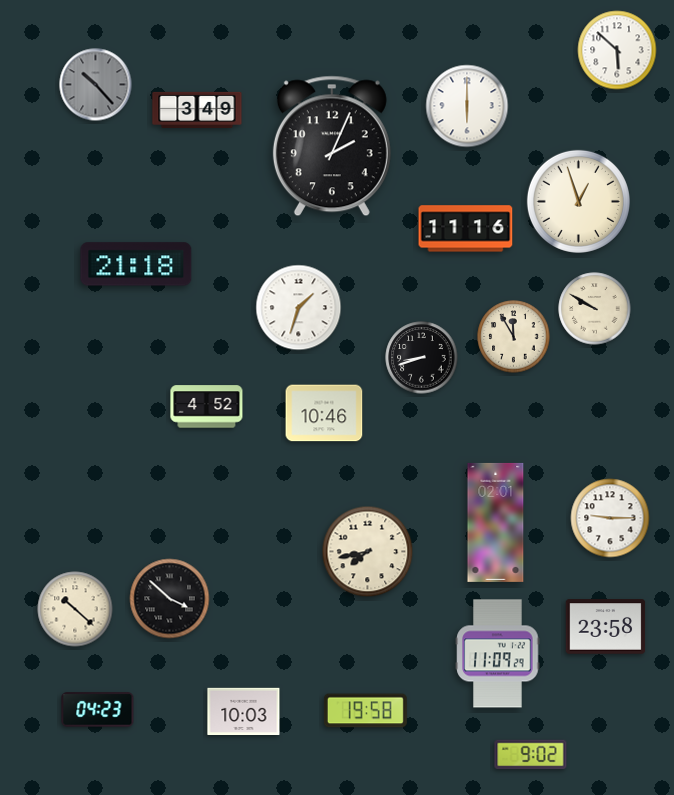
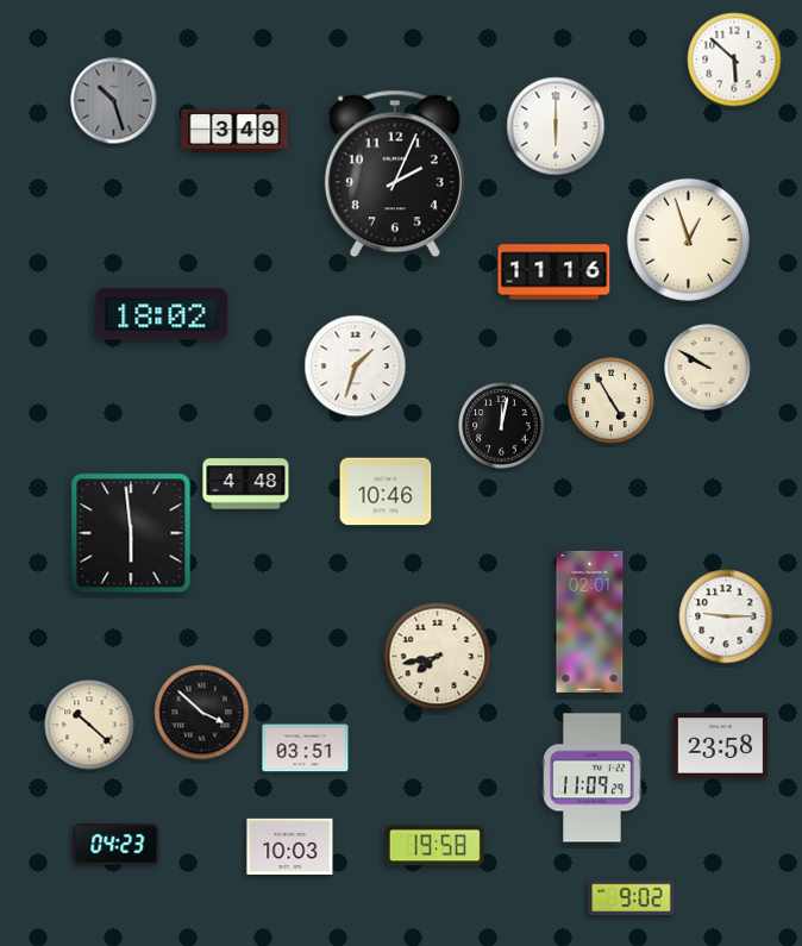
clock at (96, 85): 10:23 -> 10:27
clock at (136, 264): 21:18 -> 18:02
clock at (514, 337): 11:55 -> 4:55
clock at (422, 358): 8:42 -> 12:02
clock at (207, 407): 4:52 -> 4:48
clock at (131, 533): none -> 5:59
clock at (306, 748): none -> 03:51
